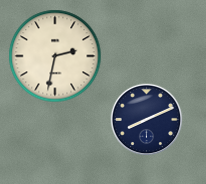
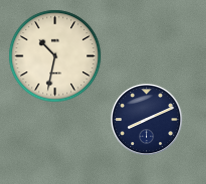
clock at (55, 56): 2:32 -> 10:32
